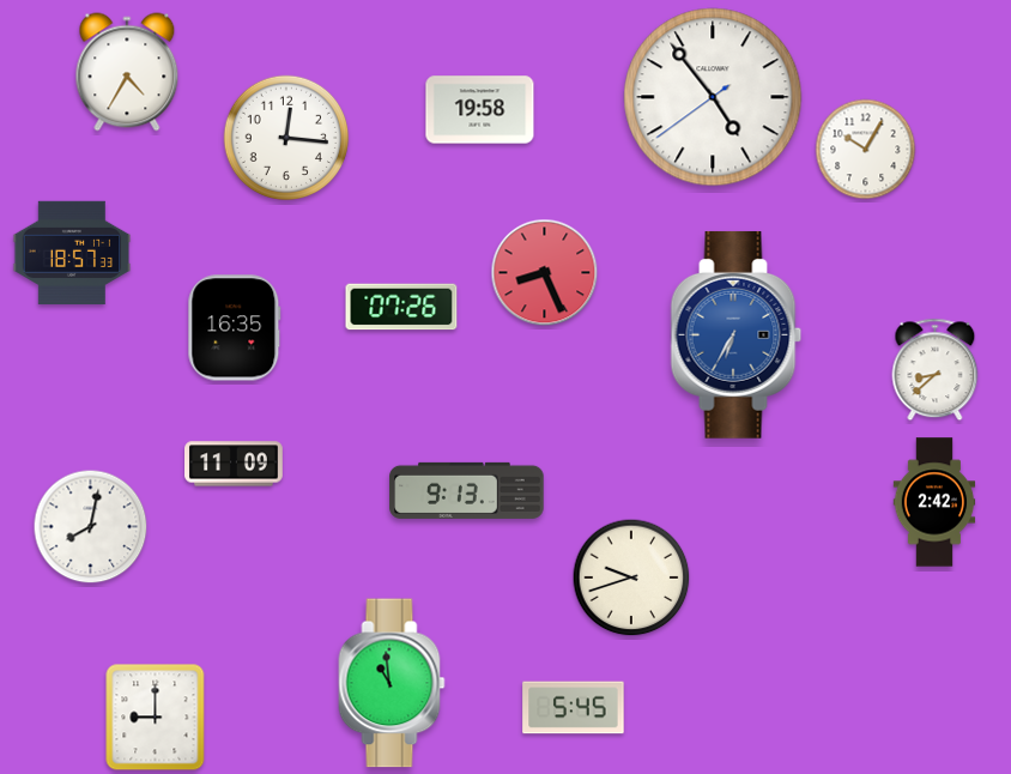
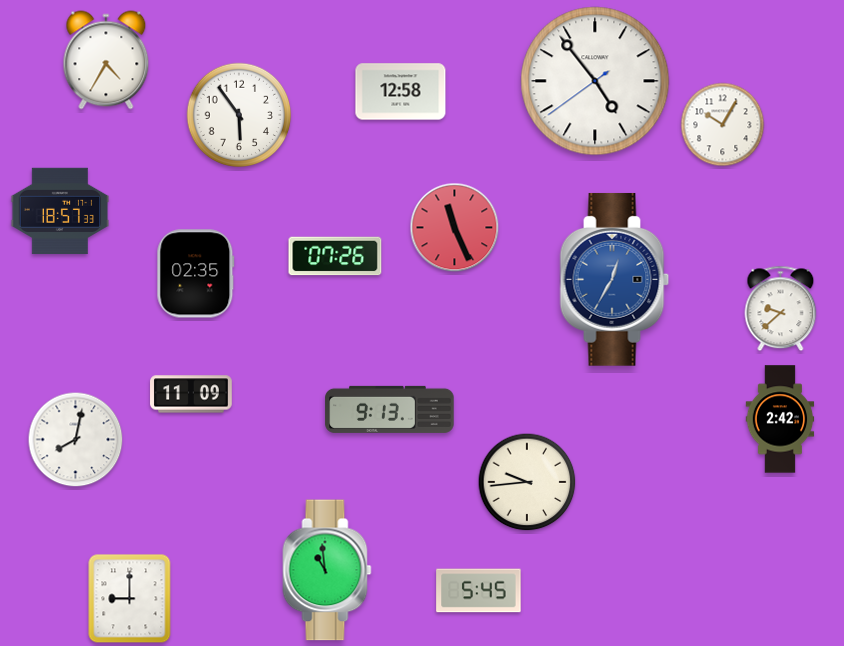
clock at (480, 110): 19:58 -> 12:58
clock at (286, 138): 12:16 -> 5:54
clock at (545, 273): 8:26 -> 11:26
clock at (235, 328): 16:35 -> 02:35
clock at (737, 334): 6:35 -> 12:35
clock at (936, 370): 8:38 -> 9:38
clock at (234, 464) position: (234, 464) -> (191, 394)
clock at (631, 578): 9:42 -> 9:44
